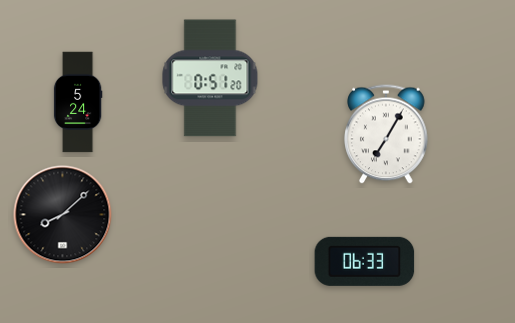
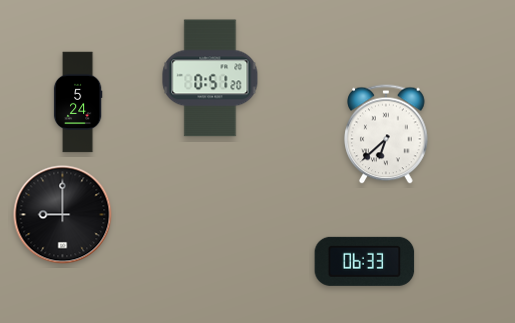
clock at (386, 134): 7:05 -> 6:38
clock at (63, 215): 8:08 -> 9:00
